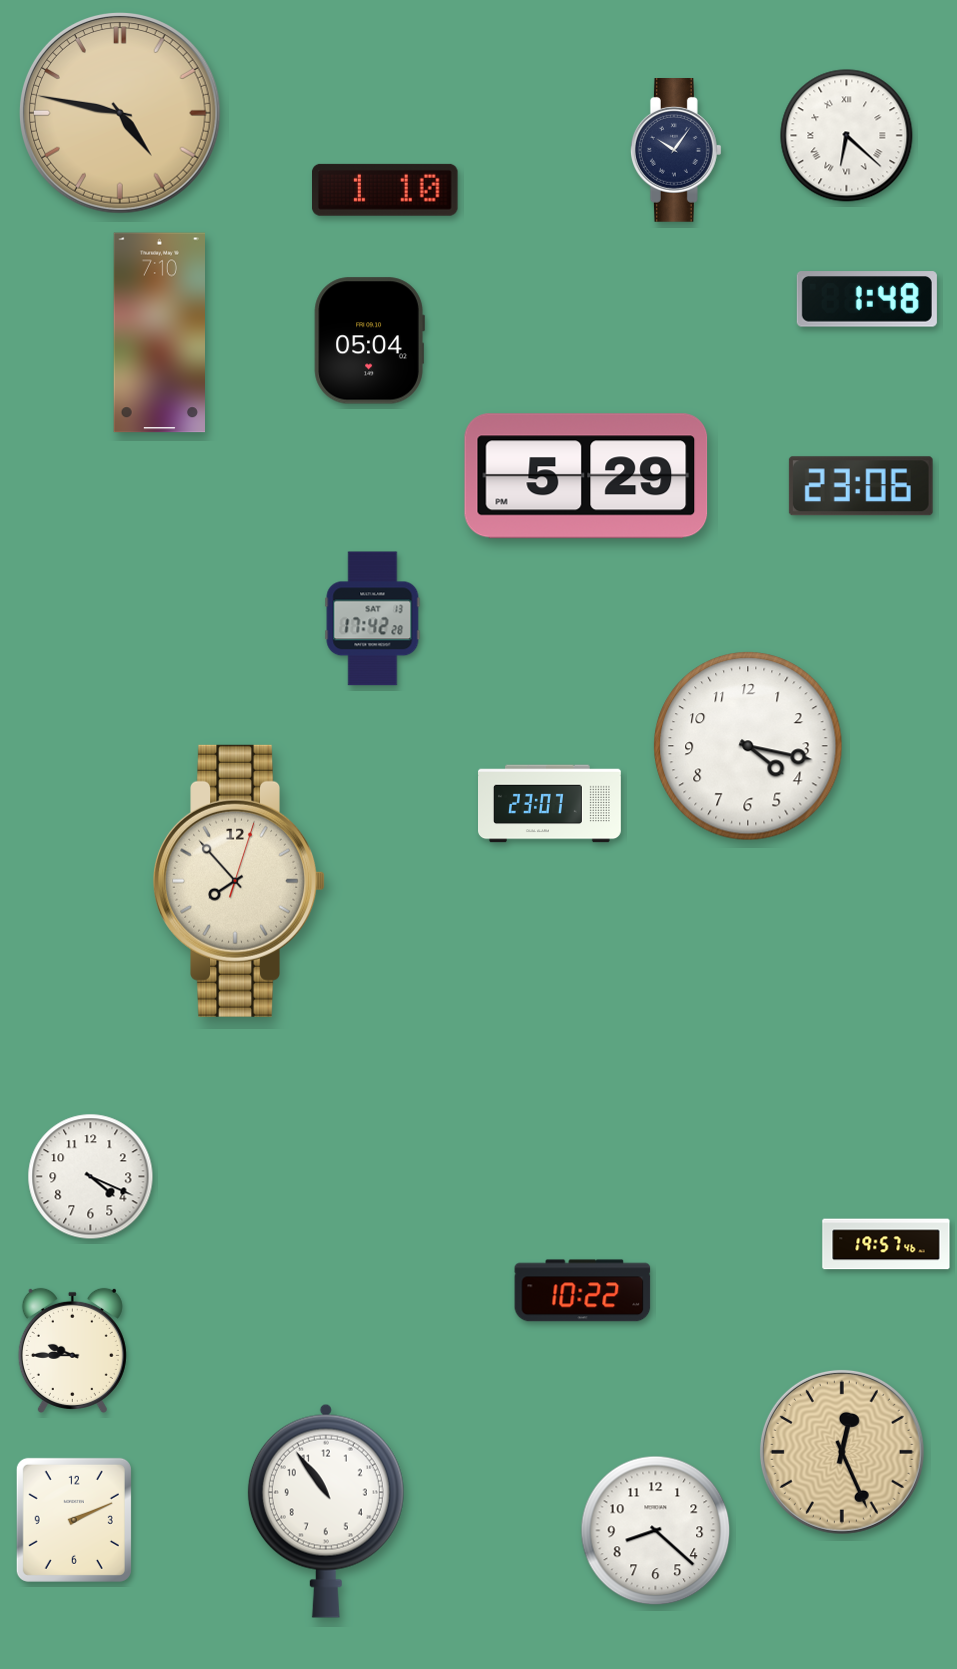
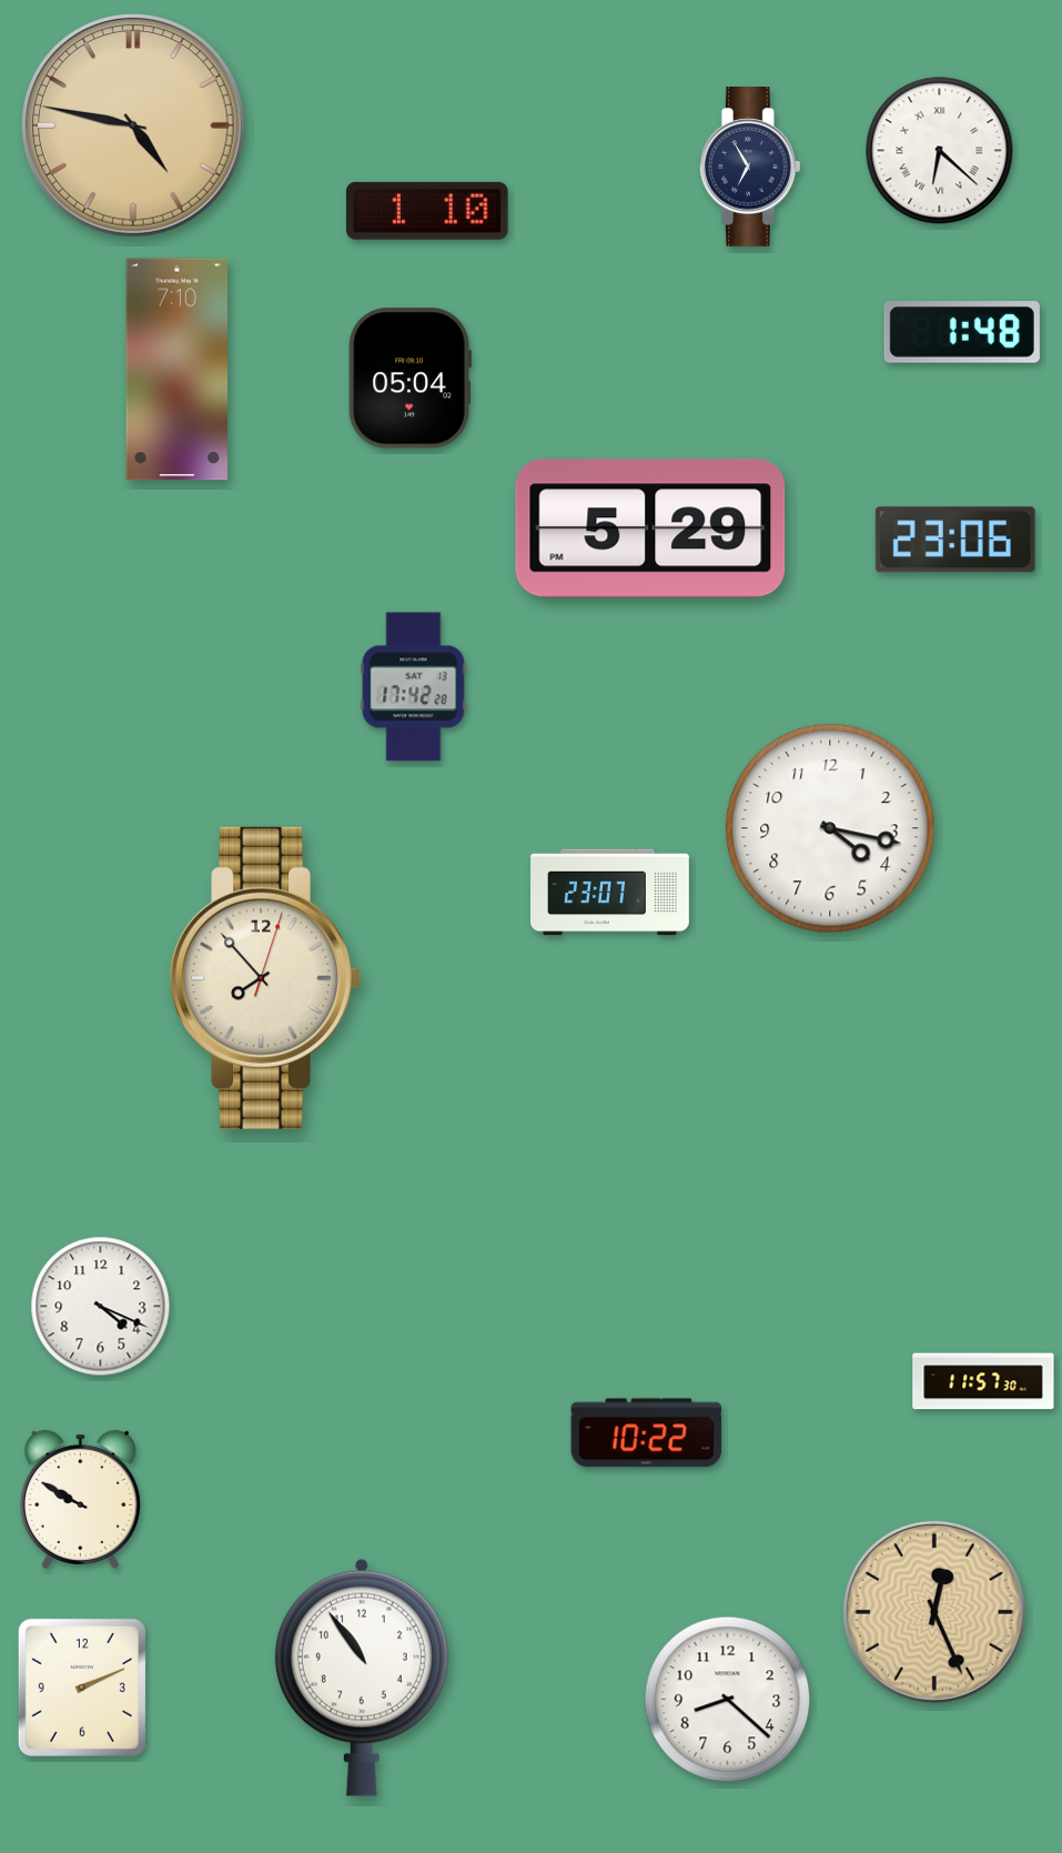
clock at (676, 151): 10:06 -> 6:55
clock at (886, 1244): 19:57 -> 11:57
clock at (72, 1350): 9:45 -> 9:50
